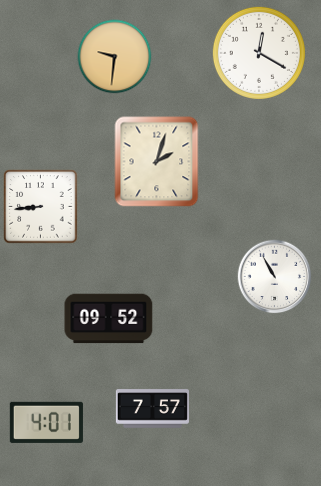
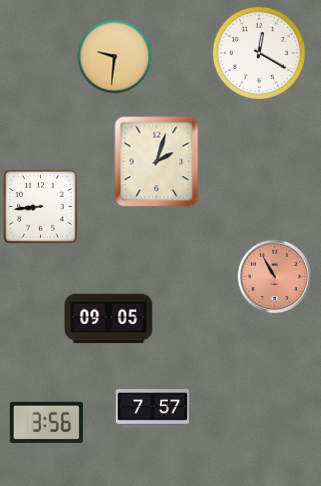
clock at (275, 277) dial: white -> salmon
clock at (109, 319): 09:52 -> 09:05
clock at (46, 422): 4:01 -> 3:56
